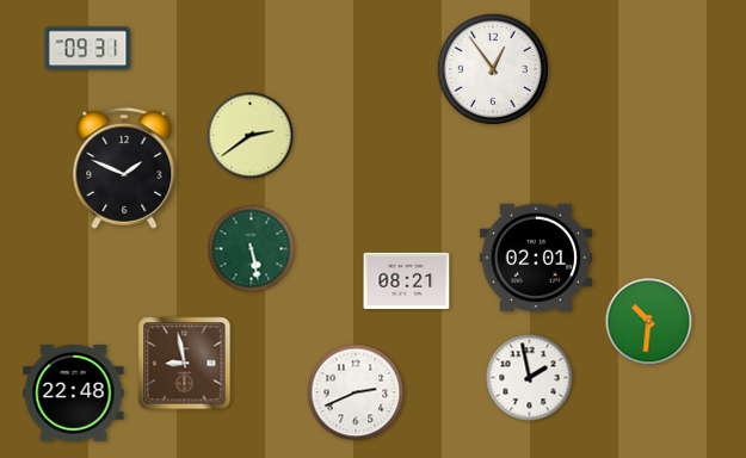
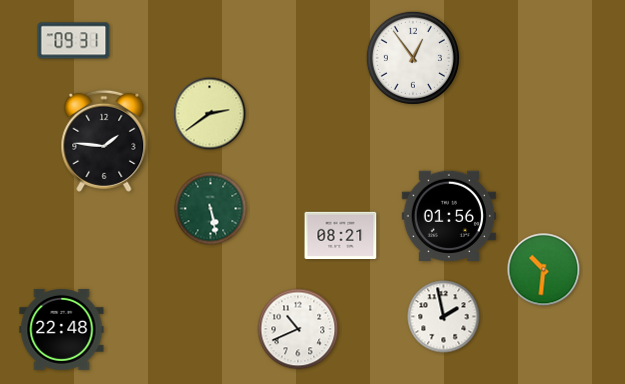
clock at (124, 168): 1:49 -> 1:46
clock at (536, 258): 02:01 -> 01:56
clock at (185, 364): 8:58 -> none
clock at (356, 392): 2:41 -> 10:41
